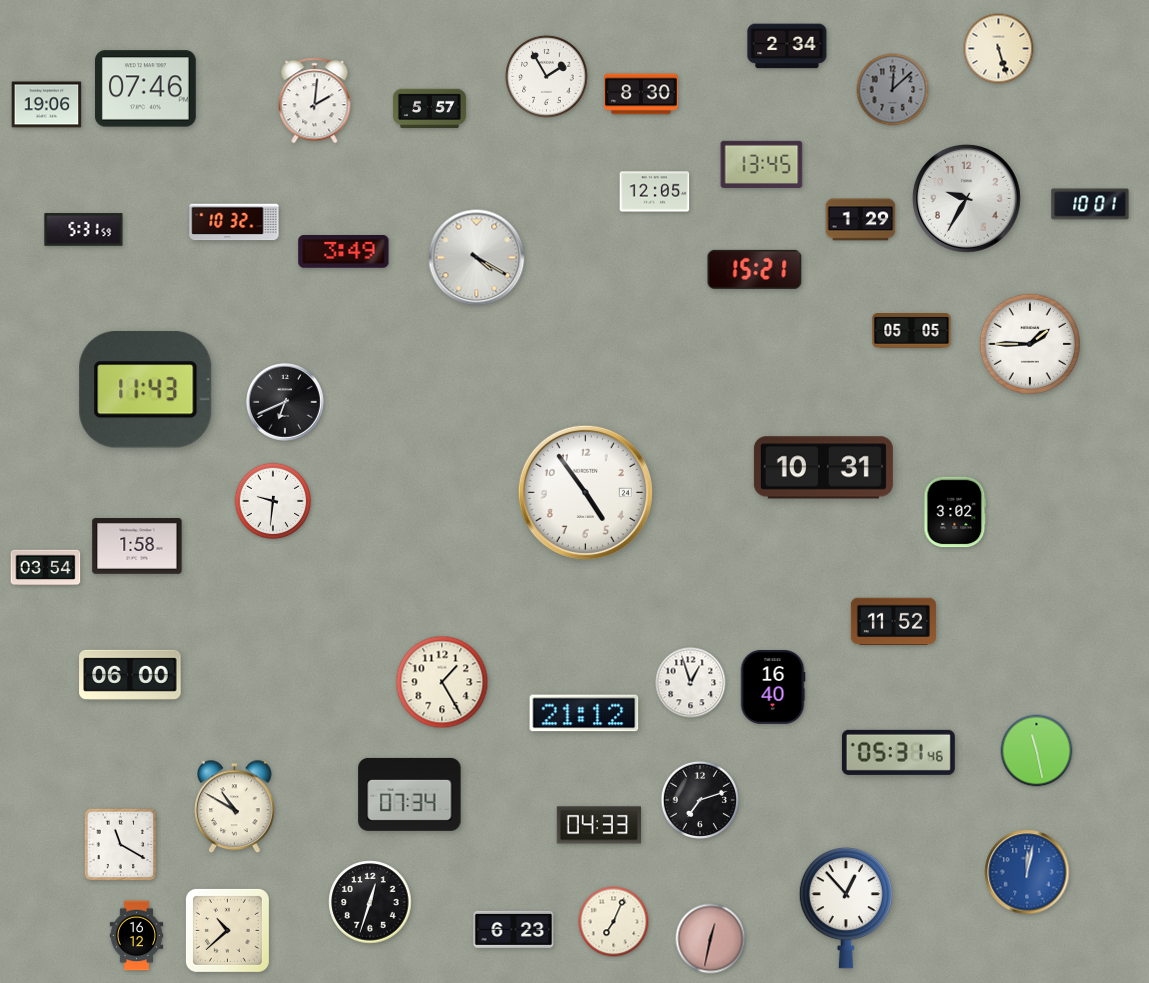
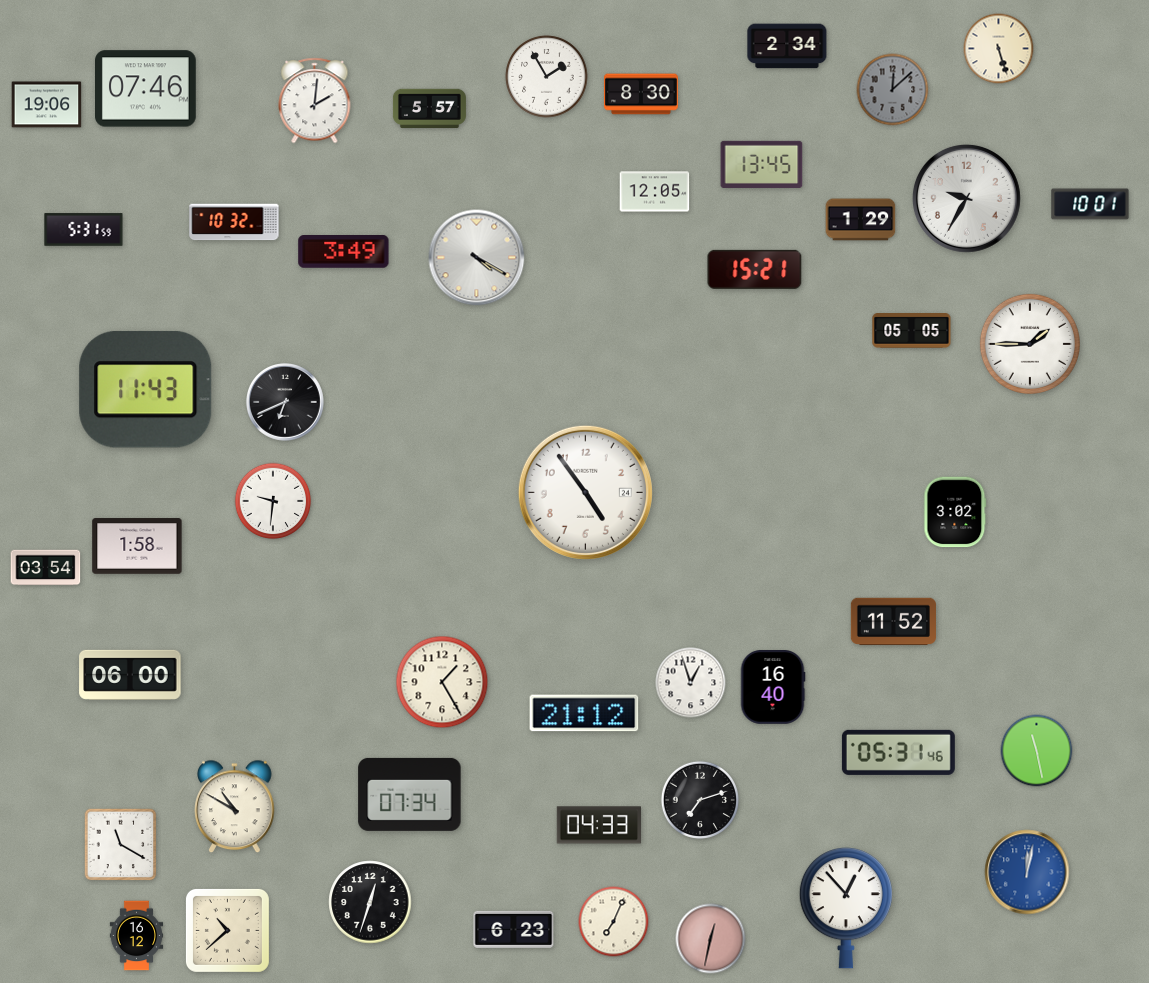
clock at (823, 468): 10:31 -> none
